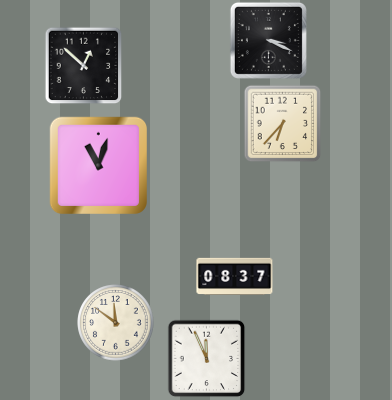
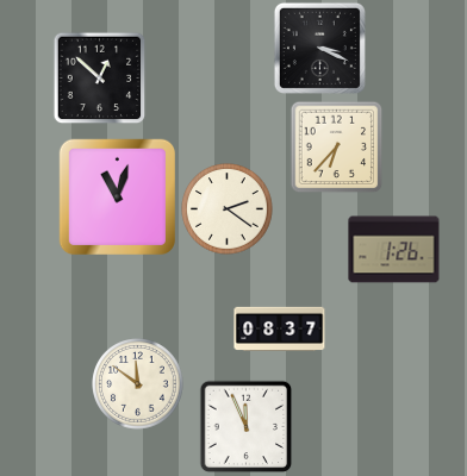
clock at (228, 209): none -> 2:21
clock at (394, 250): none -> 1:26
